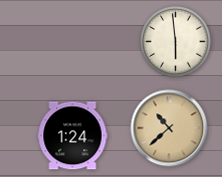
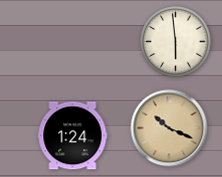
clock at (169, 128): 10:38 -> 10:19
